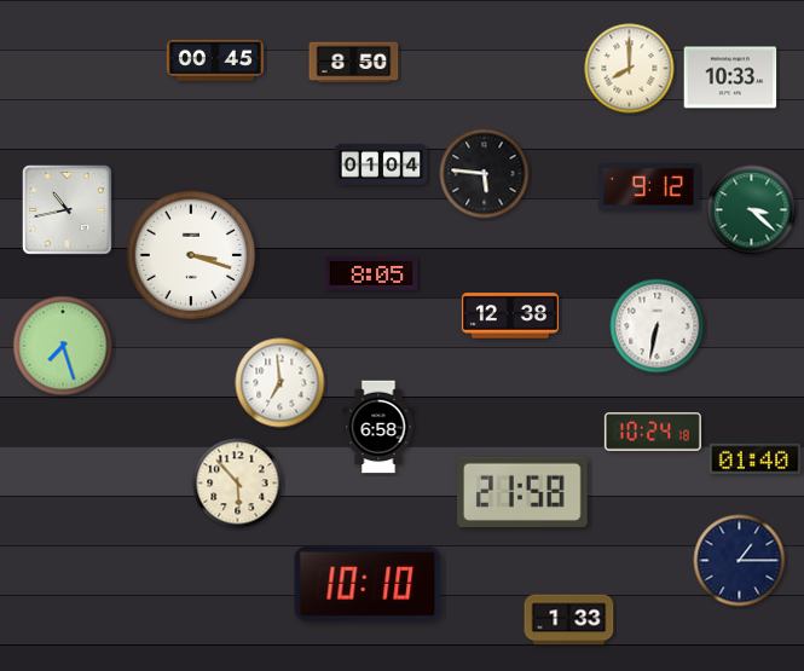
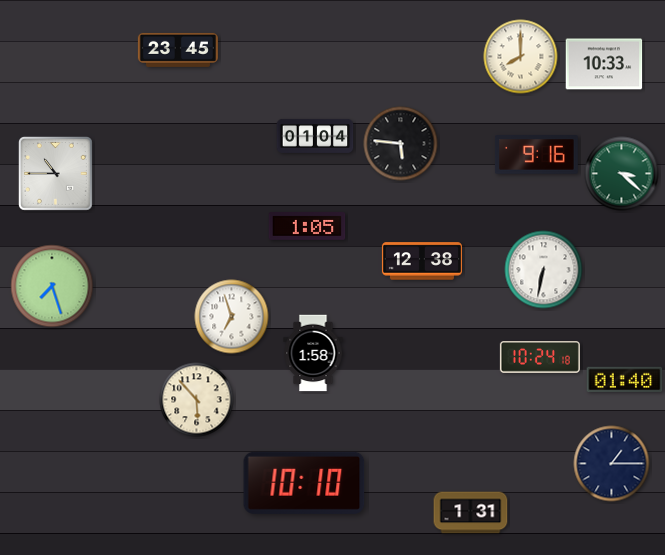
clock at (215, 60): 00:45 -> 23:45
clock at (354, 63): 8:50 -> none
clock at (649, 187): 9:12 -> 9:16
clock at (66, 209): 10:43 -> 10:45
clock at (191, 255): 3:18 -> none
clock at (371, 274): 8:05 -> 1:05
clock at (280, 383): 6:59 -> 6:57
clock at (378, 427): 6:58 -> 1:58
clock at (522, 492): 21:58 -> none
clock at (569, 620): 1:33 -> 1:31
